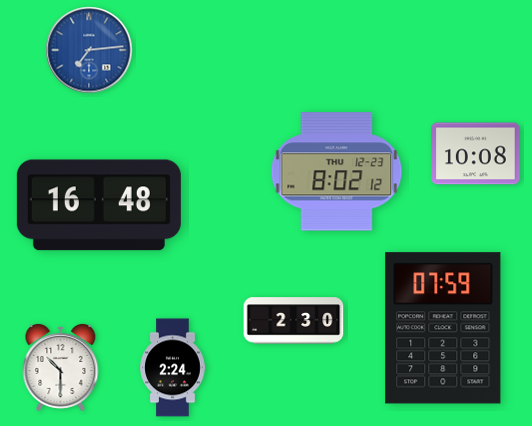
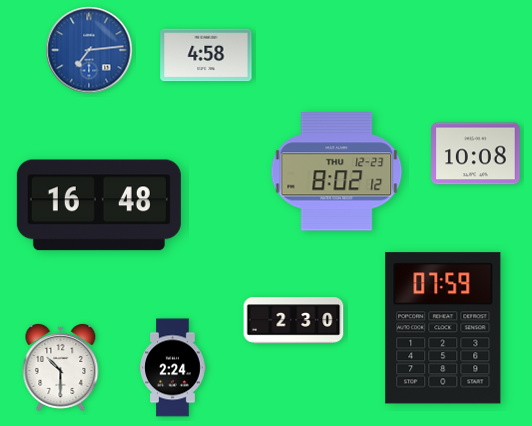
clock at (206, 55): none -> 4:58
